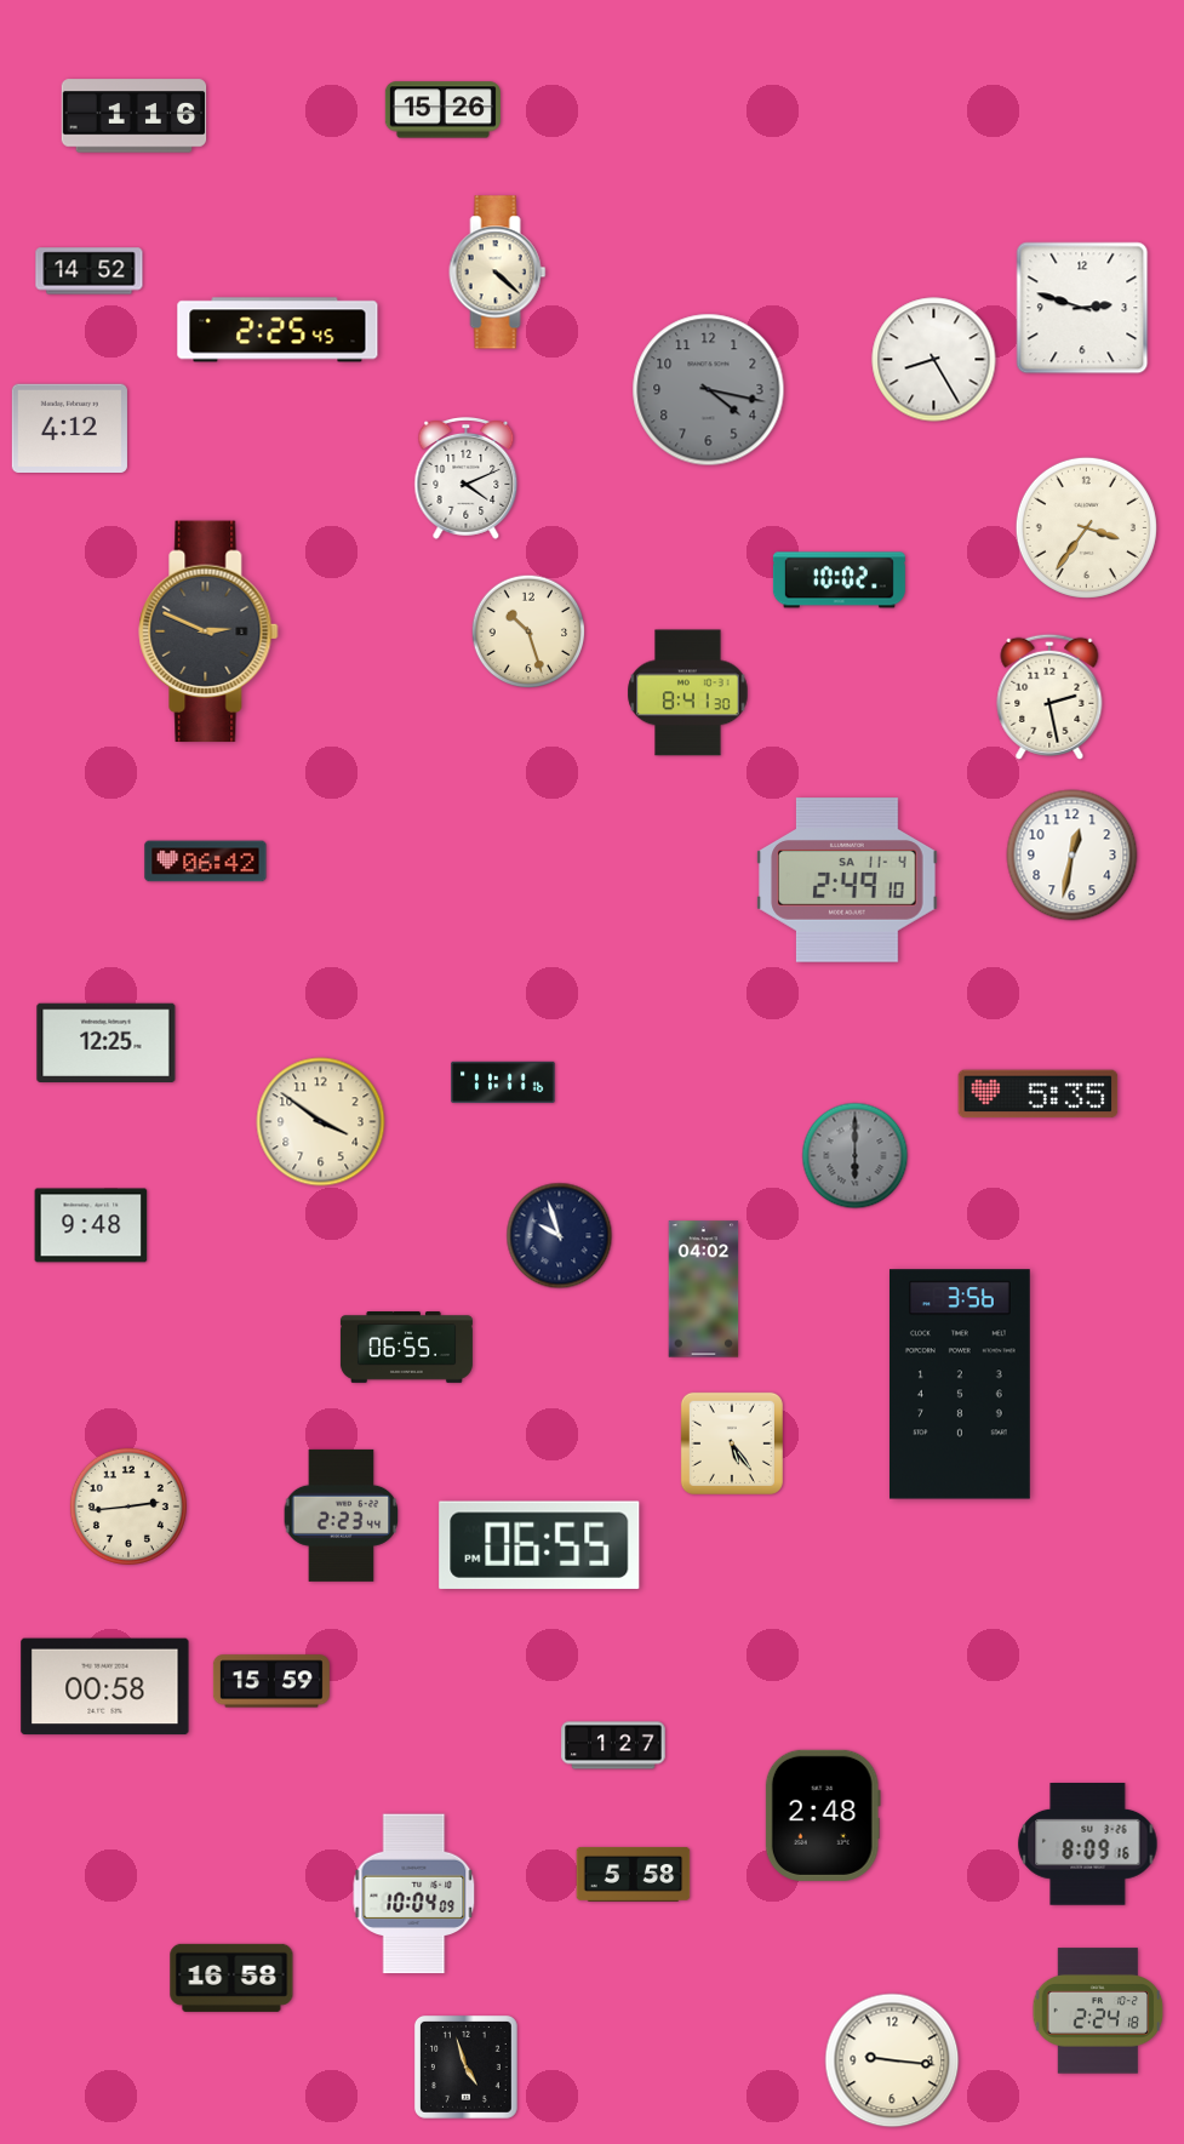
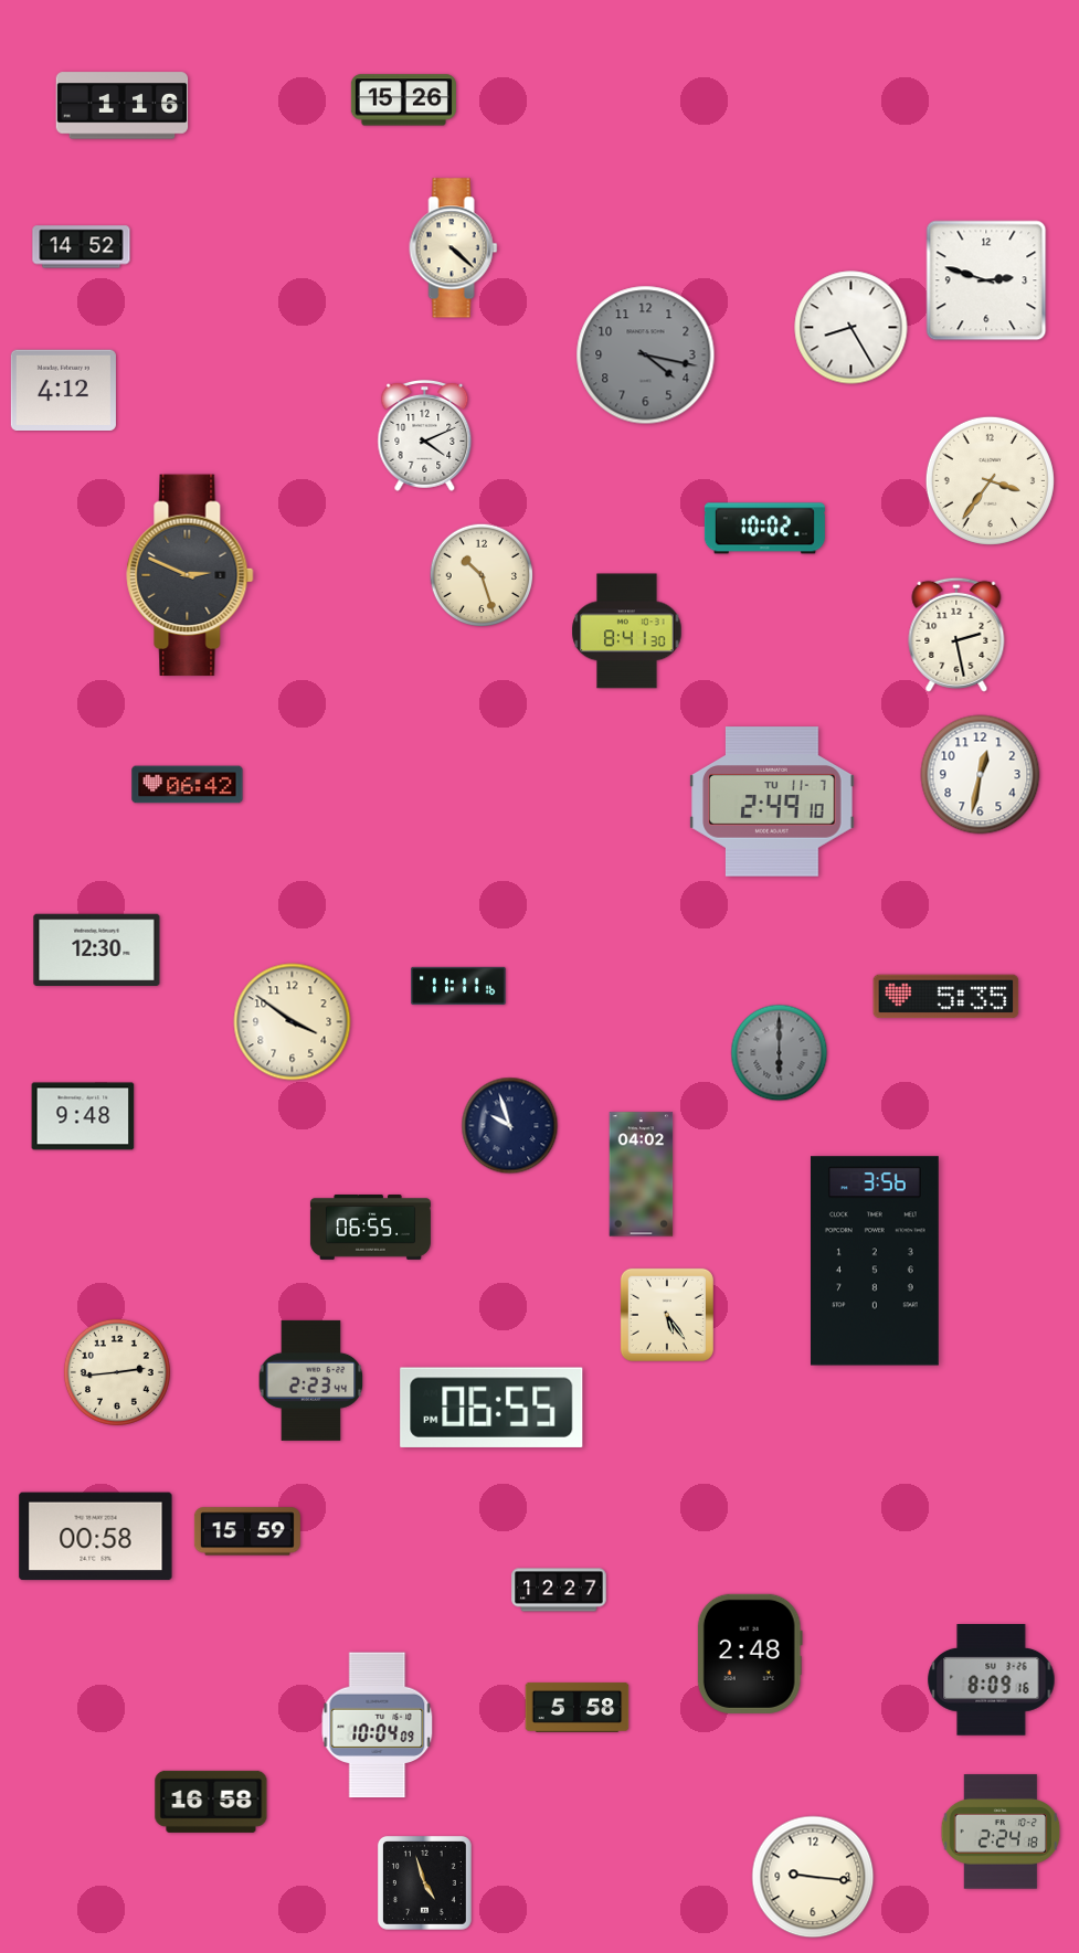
clock at (278, 330): 2:25 -> none
clock at (1073, 856) position: (1073, 856) -> (981, 775)
clock at (847, 880) date: SA 11-4 -> TU 11-7
clock at (107, 1042): 12:25 -> 12:30
clock at (613, 1745): 1:27 -> 12:27
